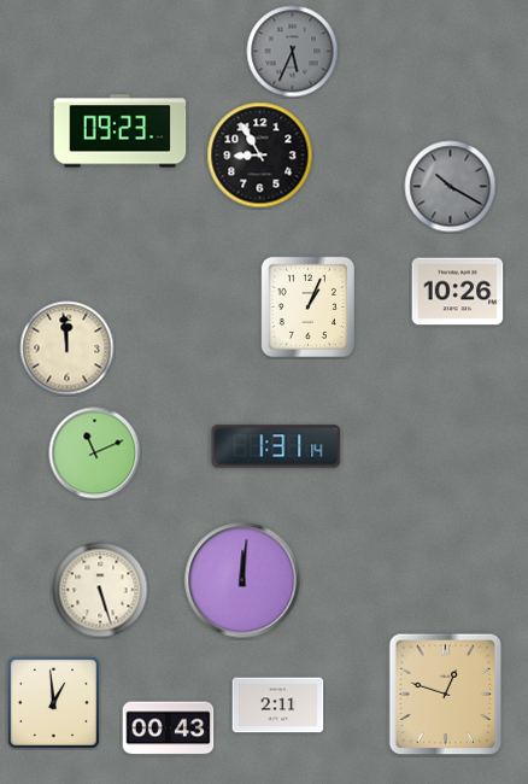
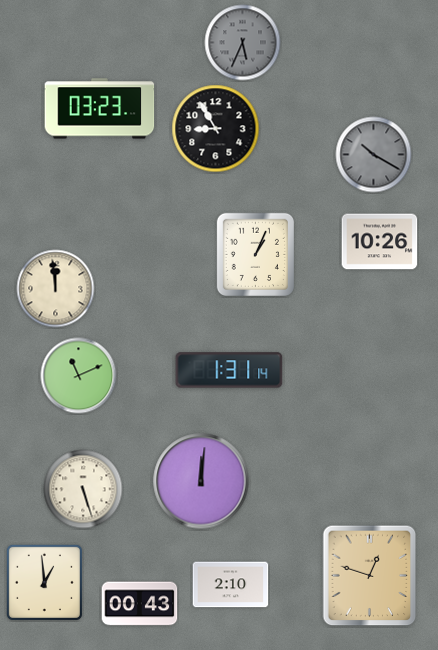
clock at (121, 131): 09:23 -> 03:23
clock at (278, 706): 2:11 -> 2:10
